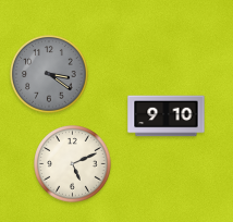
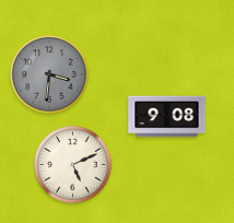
clock at (49, 74): 3:21 -> 3:31
clock at (167, 116): 9:10 -> 9:08
